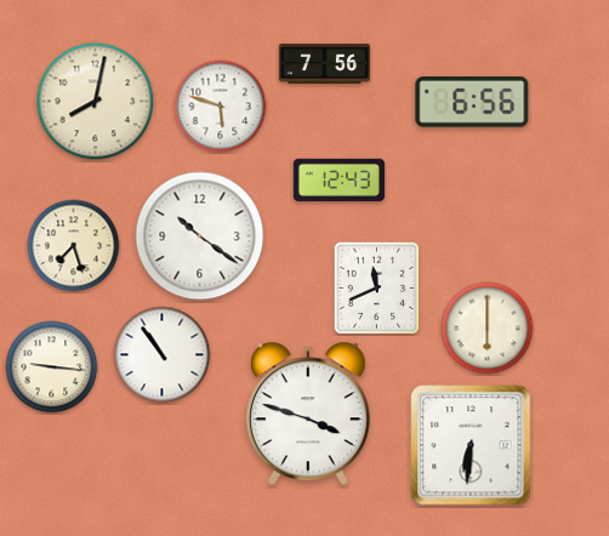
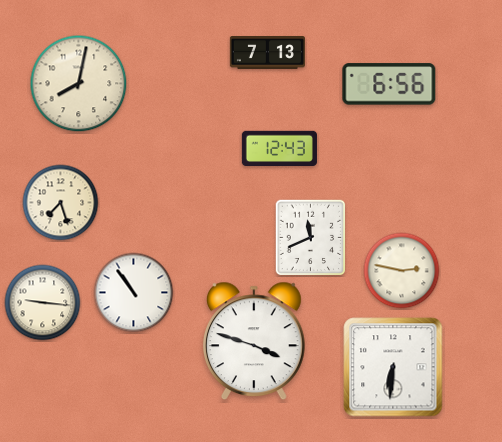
clock at (324, 64): 7:56 -> 7:13
clock at (221, 107): 5:48 -> none
clock at (200, 236): 10:21 -> none
clock at (488, 329): 6:00 -> 2:47
clock at (471, 445) position: (471, 445) -> (393, 367)
